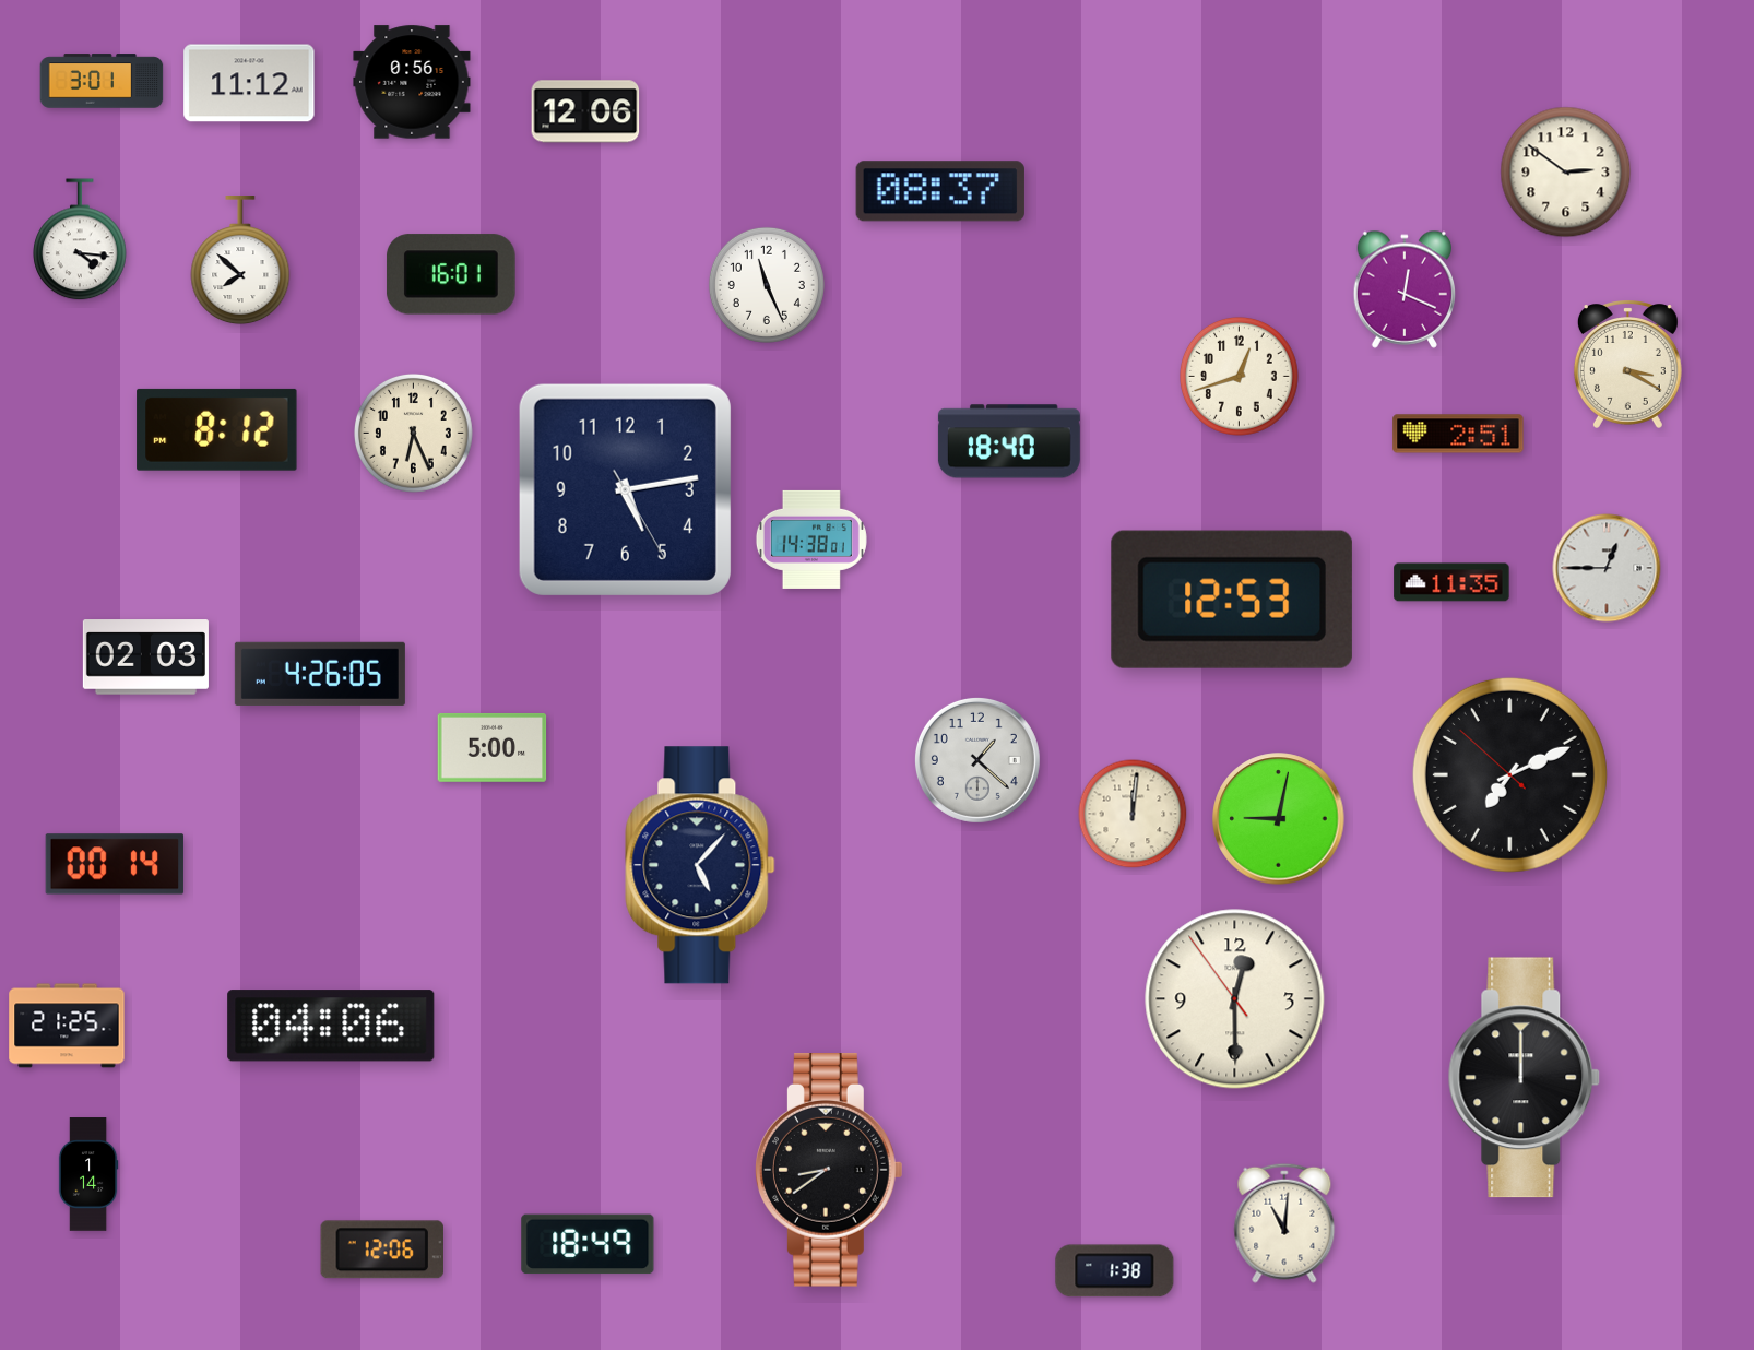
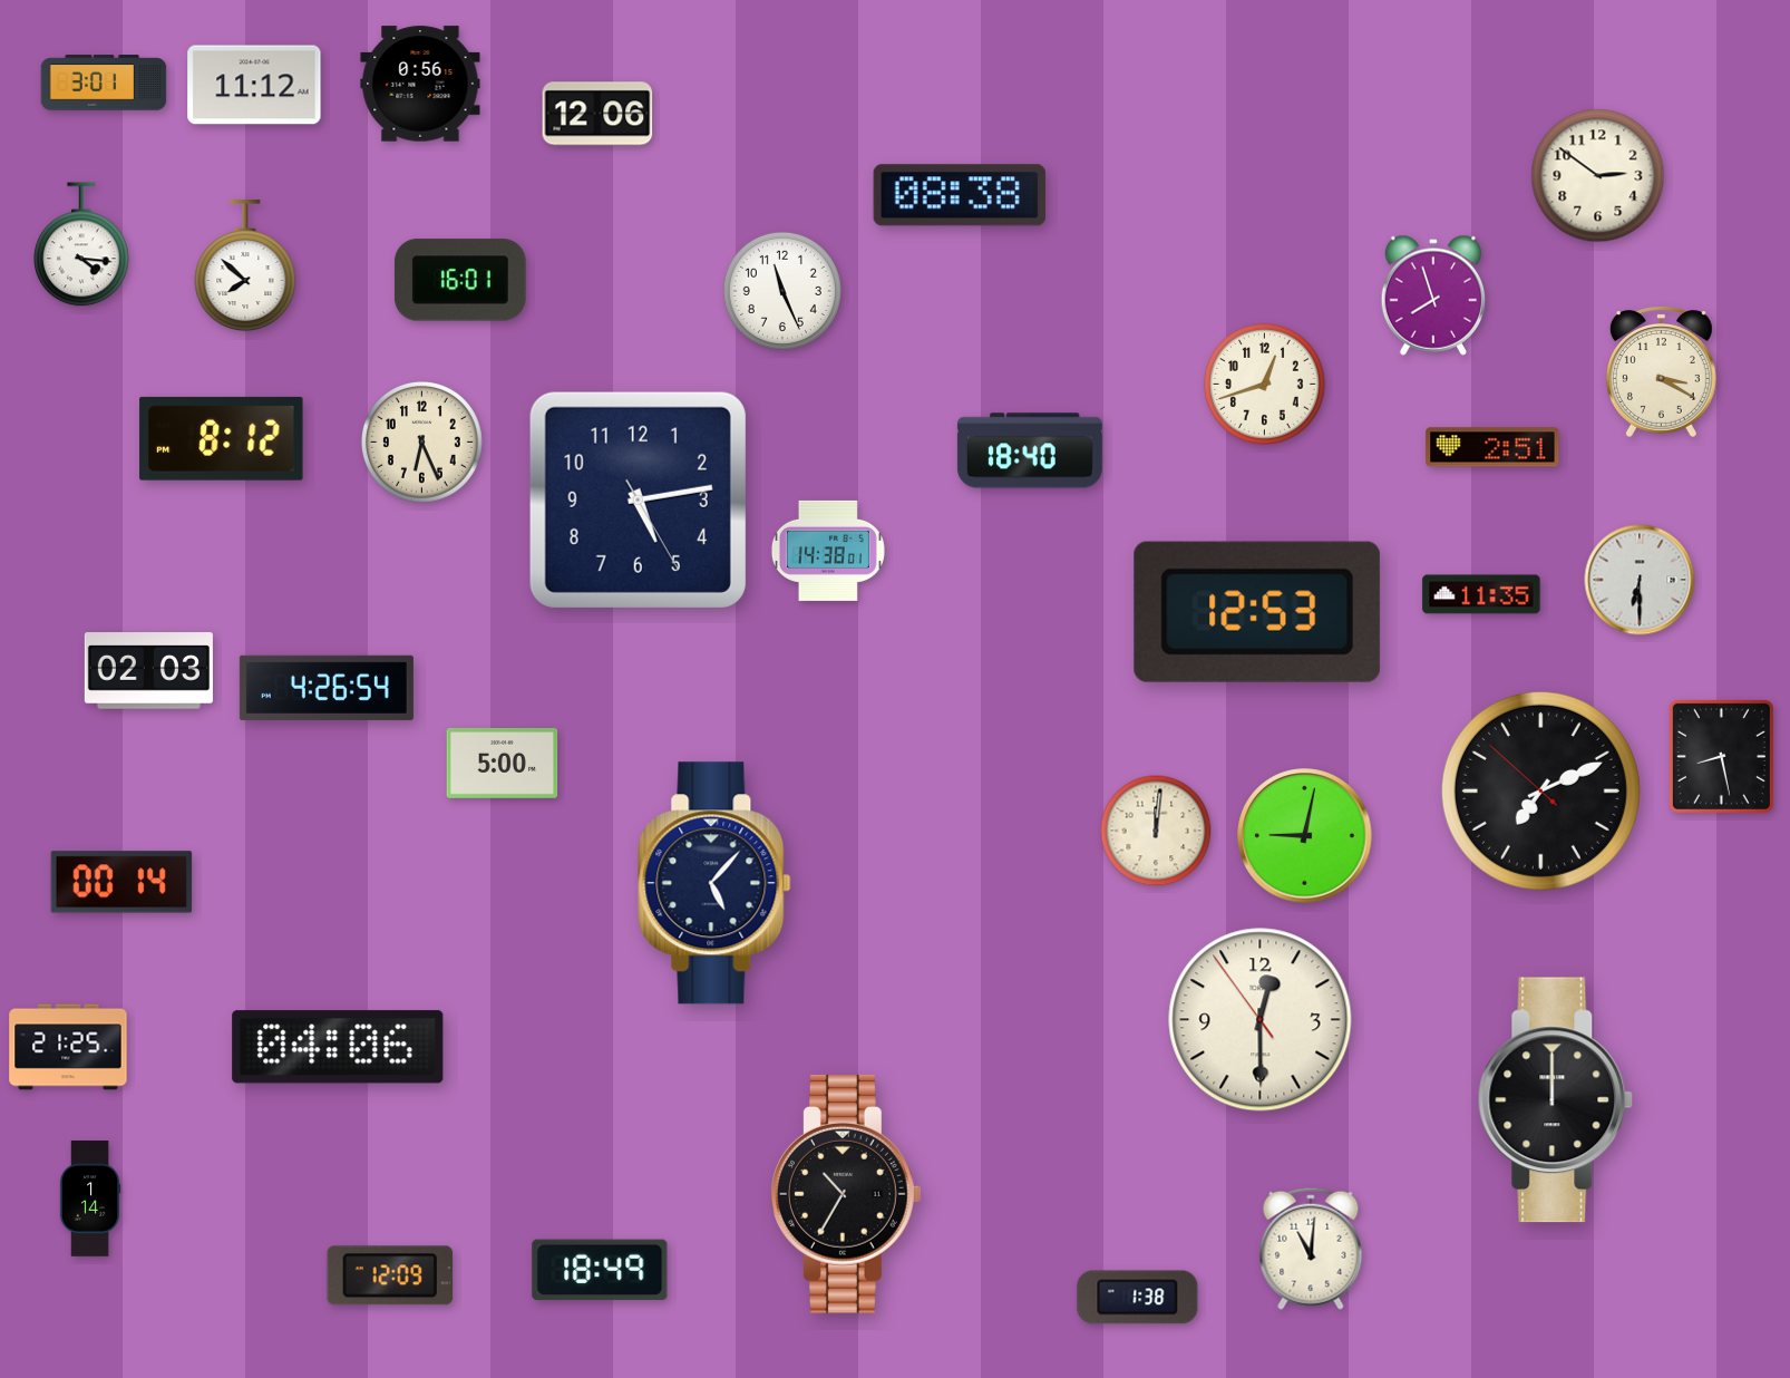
clock at (940, 191): 08:37 -> 08:38
clock at (1403, 289): 12:19 -> 7:57
clock at (1458, 434) position: (1458, 434) -> (1492, 447)
clock at (1607, 568): 12:45 -> 6:30
clock at (320, 674): 4:26:05 -> 4:26:54
clock at (1721, 756): none -> 8:28
clock at (977, 760): 1:22 -> none
clock at (115, 864) position: (115, 864) -> (121, 882)
clock at (830, 1171): 8:39 -> 10:35
clock at (382, 1250): 12:06 -> 12:09
